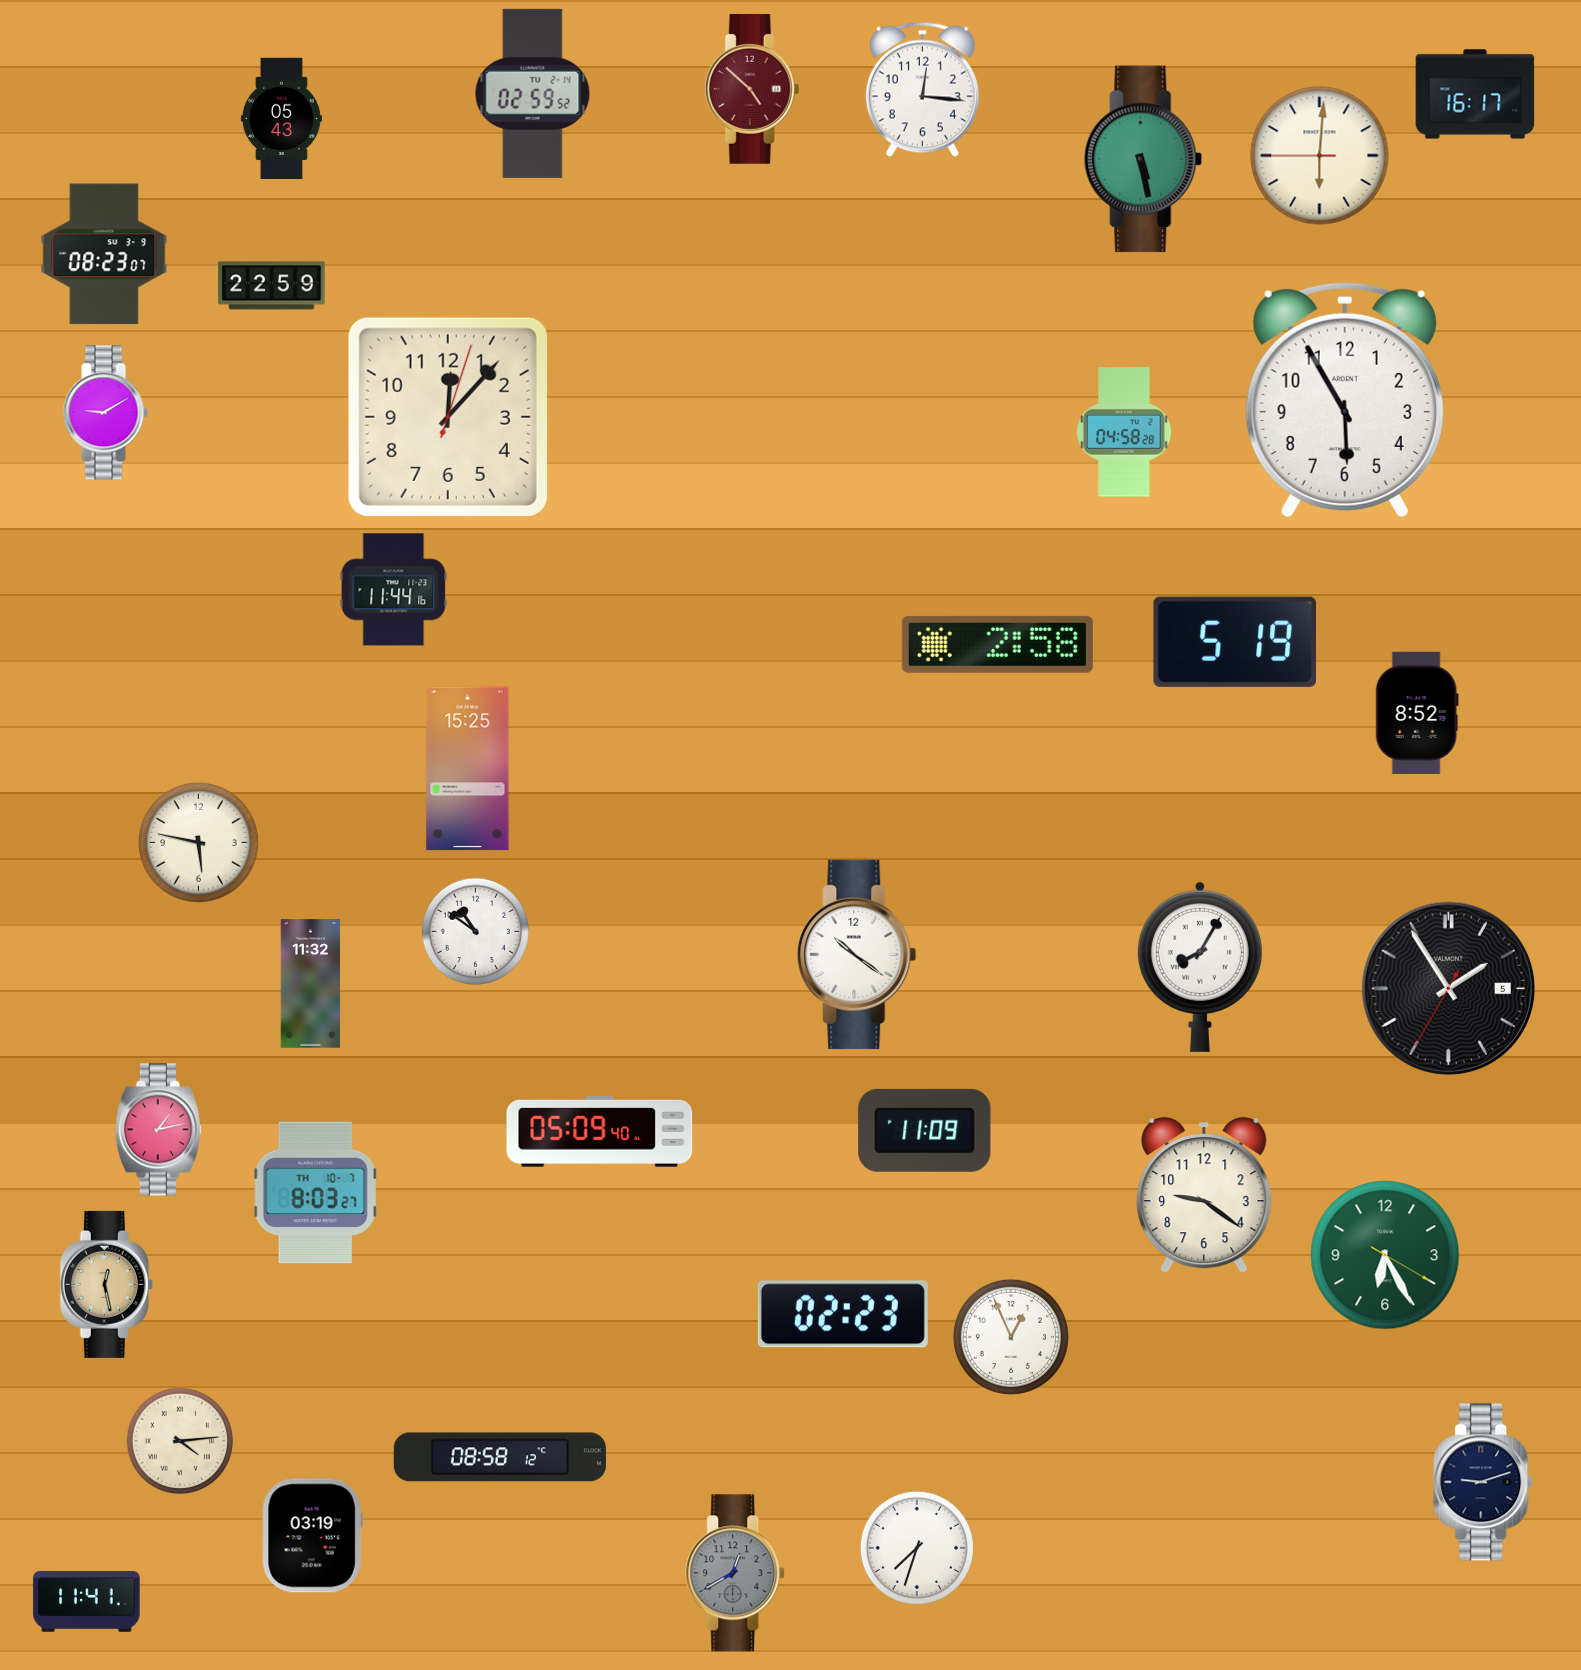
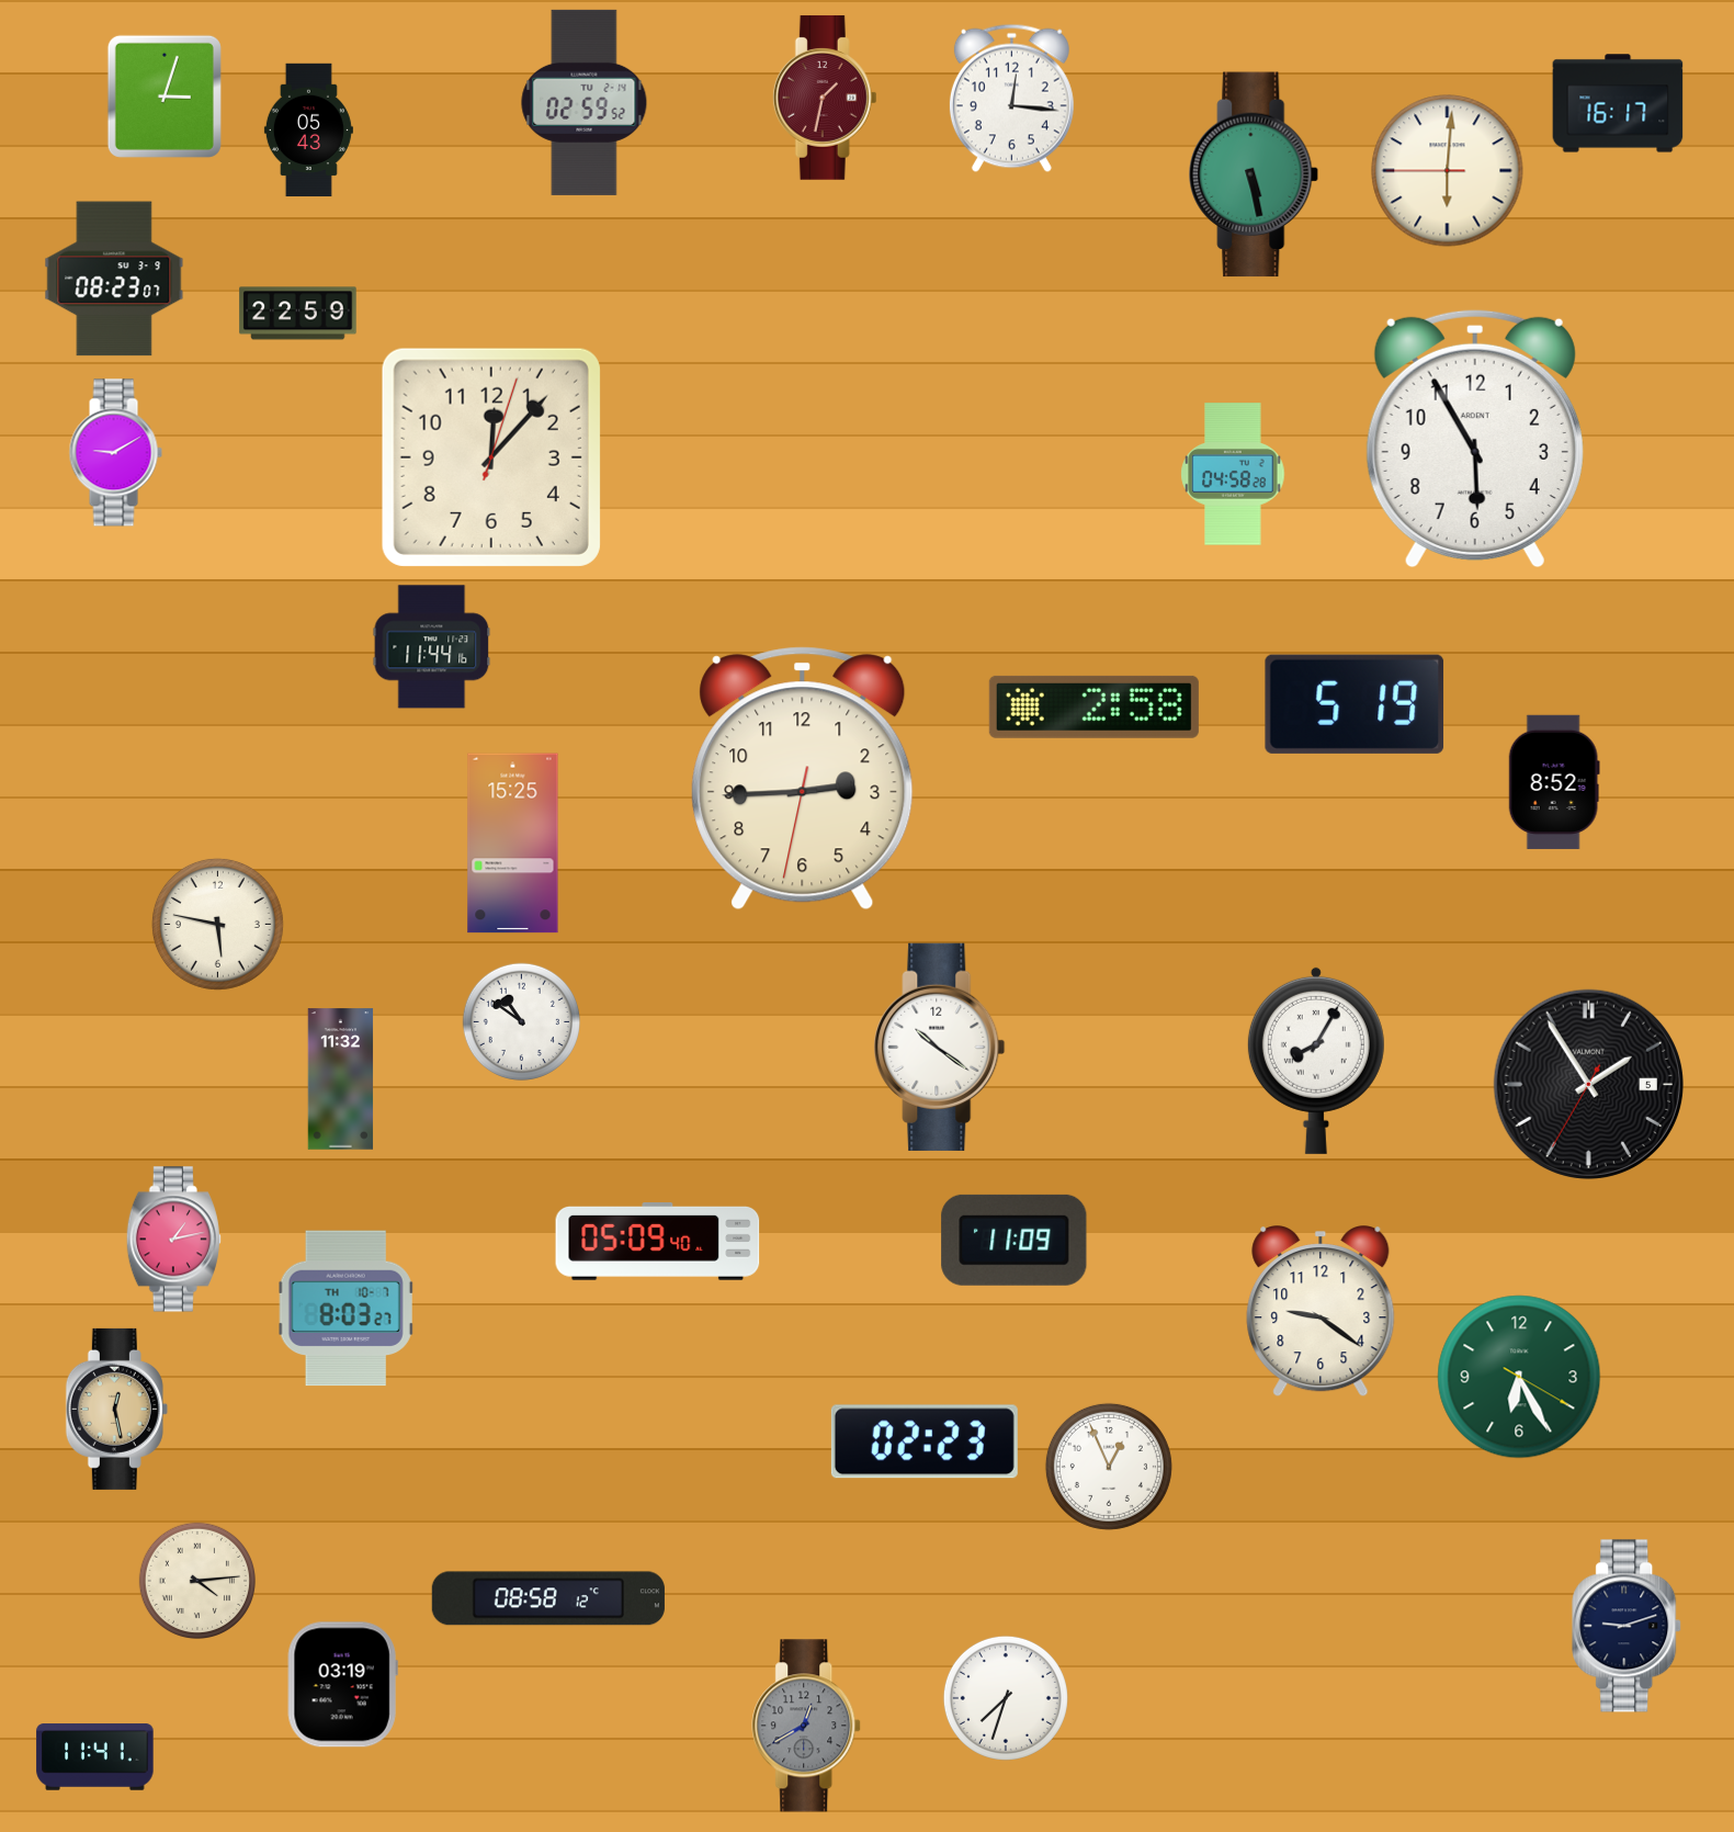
clock at (165, 97): none -> 3:03
clock at (752, 89): 4:52 -> 1:32
clock at (803, 779): none -> 2:44
